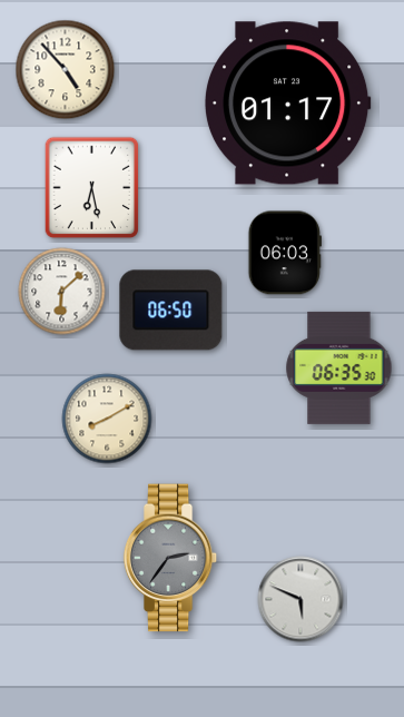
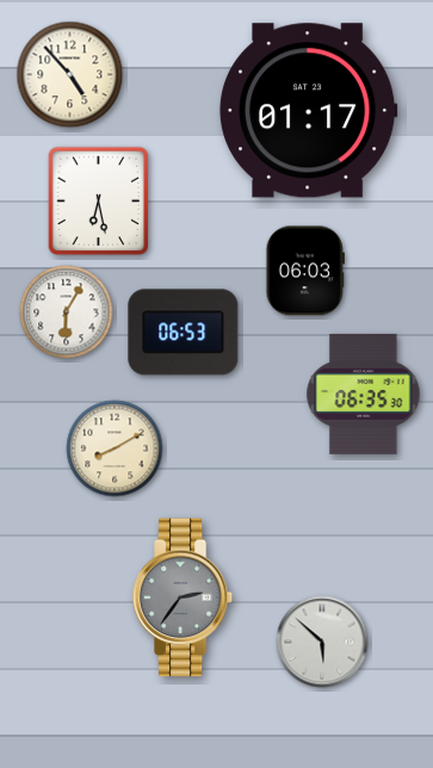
clock at (62, 292): 6:08 -> 6:05
clock at (171, 311): 06:50 -> 06:53
clock at (300, 599): 5:49 -> 5:52
